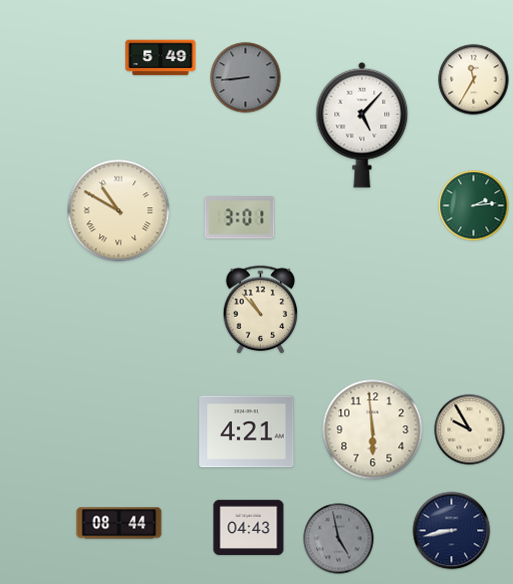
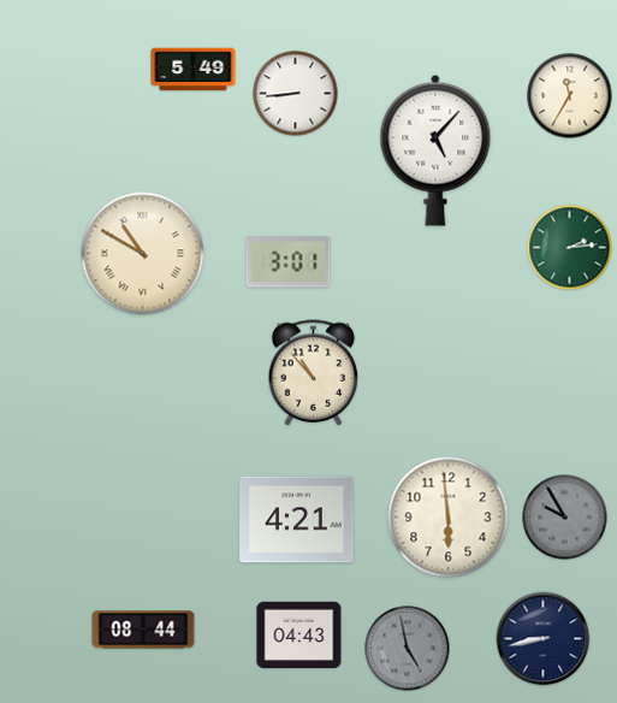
clock at (246, 78) dial: grey -> white
clock at (470, 430) dial: cream -> grey
